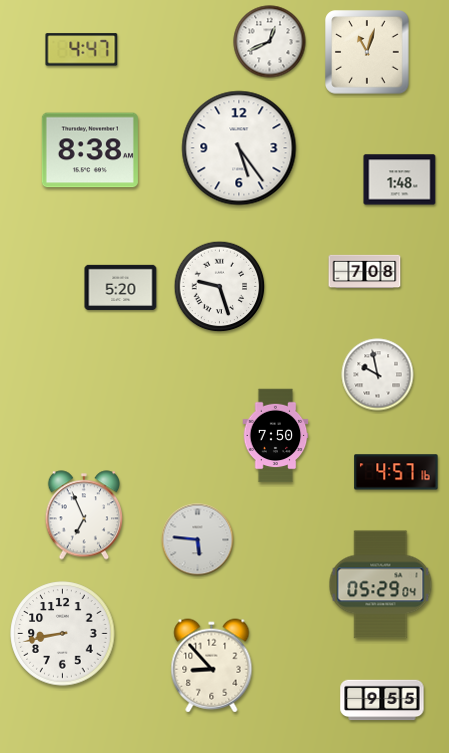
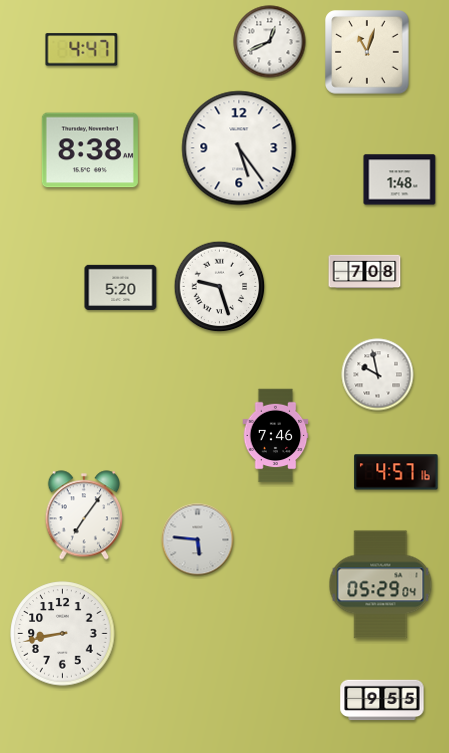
clock at (276, 436): 7:50 -> 7:46
clock at (83, 515): 6:56 -> 7:06
clock at (212, 666): 8:53 -> none
